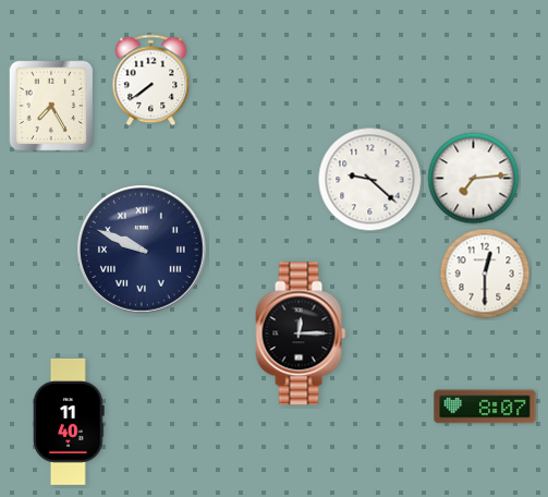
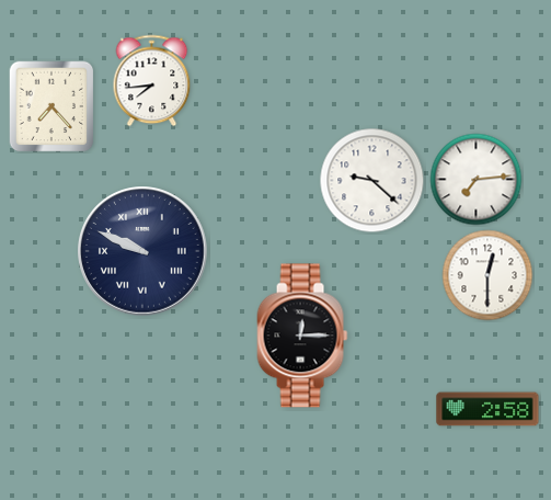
clock at (151, 81): 7:39 -> 7:44
clock at (51, 106): 7:25 -> 7:23
clock at (485, 407): 8:07 -> 2:58
clock at (70, 422): 11:40 -> none
